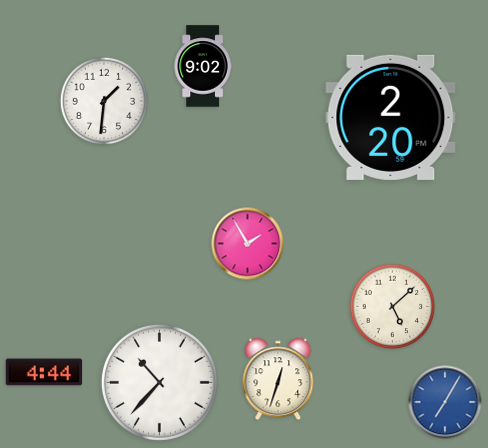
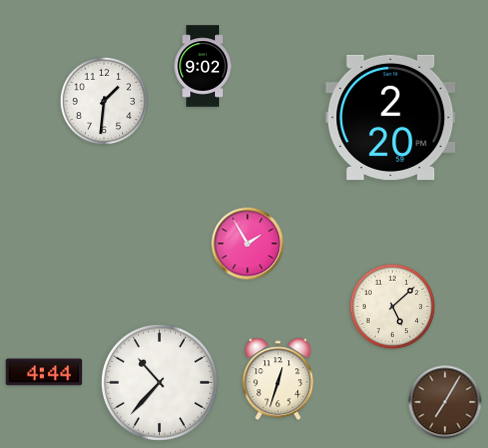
clock at (445, 402) dial: blue -> brown
